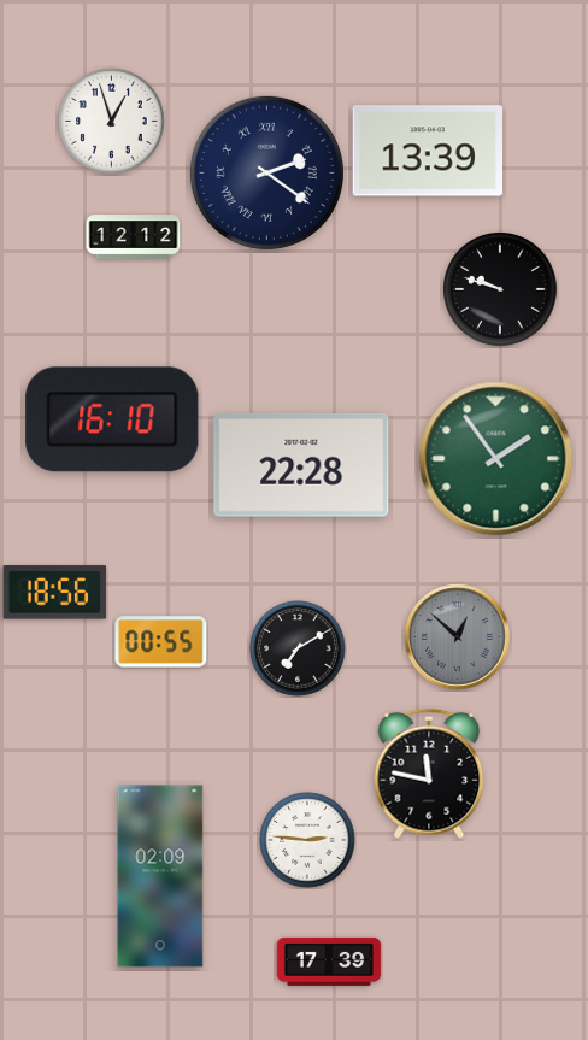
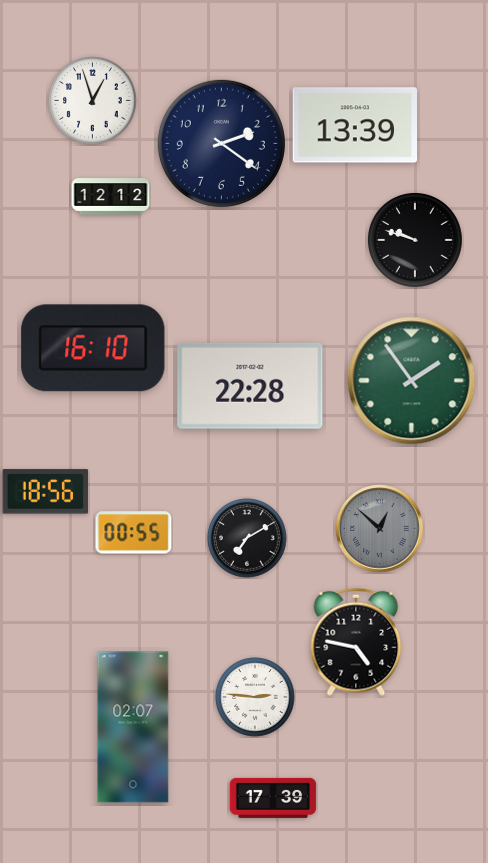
clock at (266, 172) numerals: Roman -> Arabic
clock at (429, 774): 11:47 -> 4:47
clock at (160, 876): 02:09 -> 02:07
